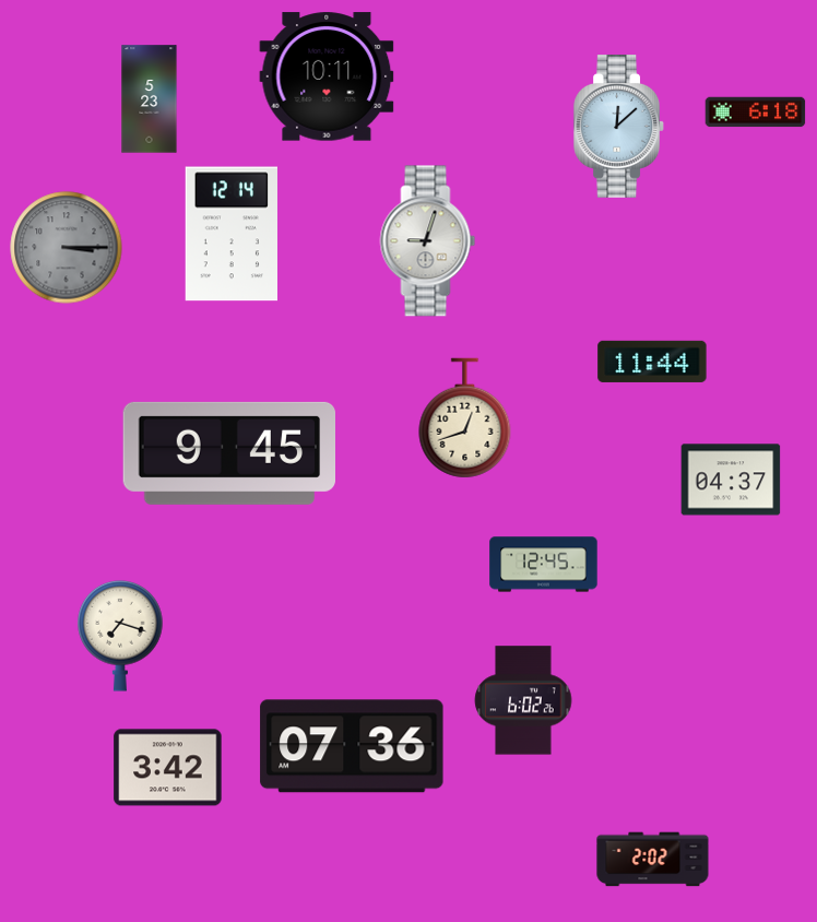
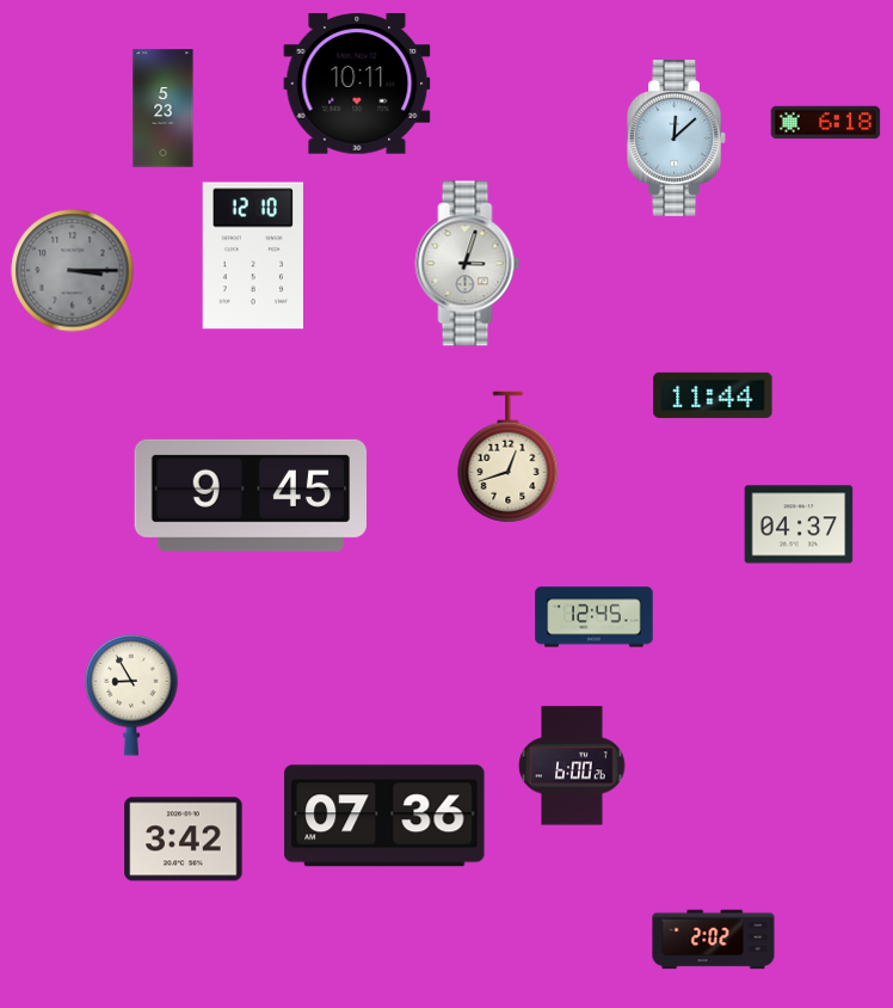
clock at (232, 234): 12:14 -> 12:10
clock at (428, 241): 9:03 -> 3:03
clock at (120, 636): 7:18 -> 8:55
clock at (523, 700): 6:02 -> 6:00
